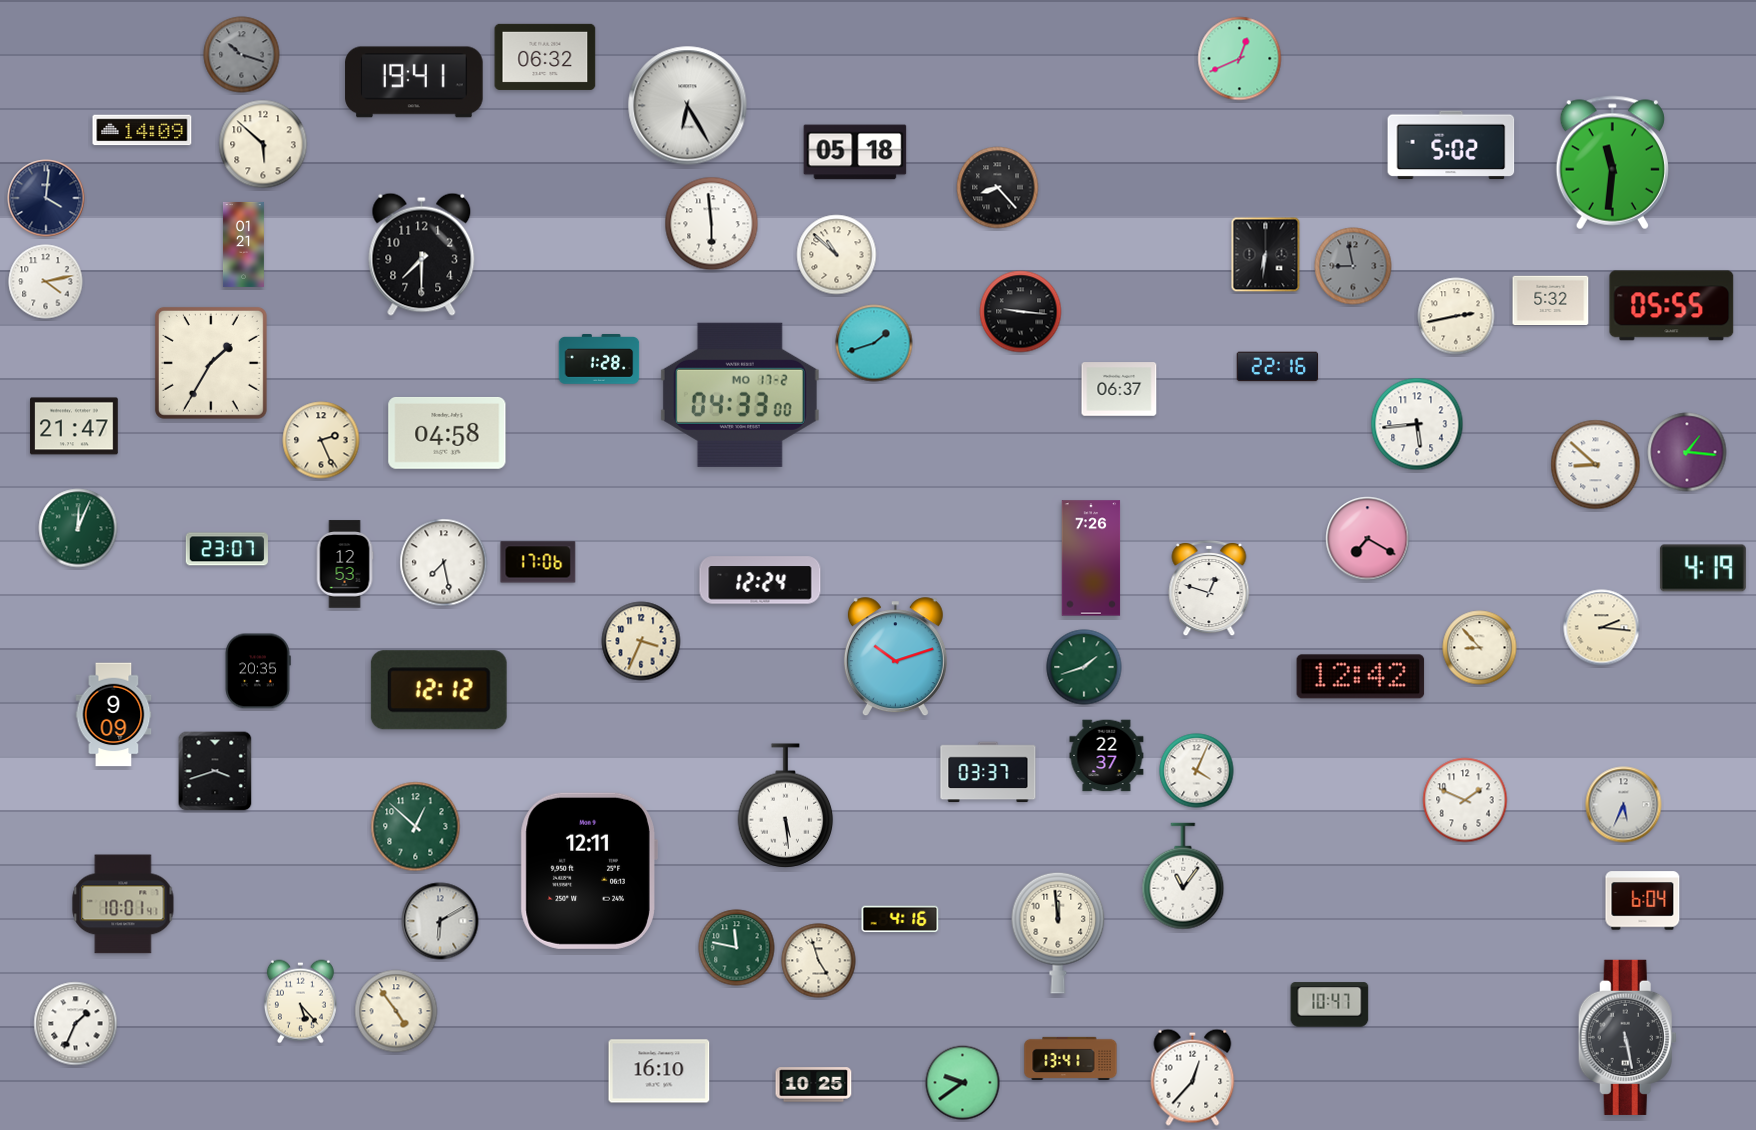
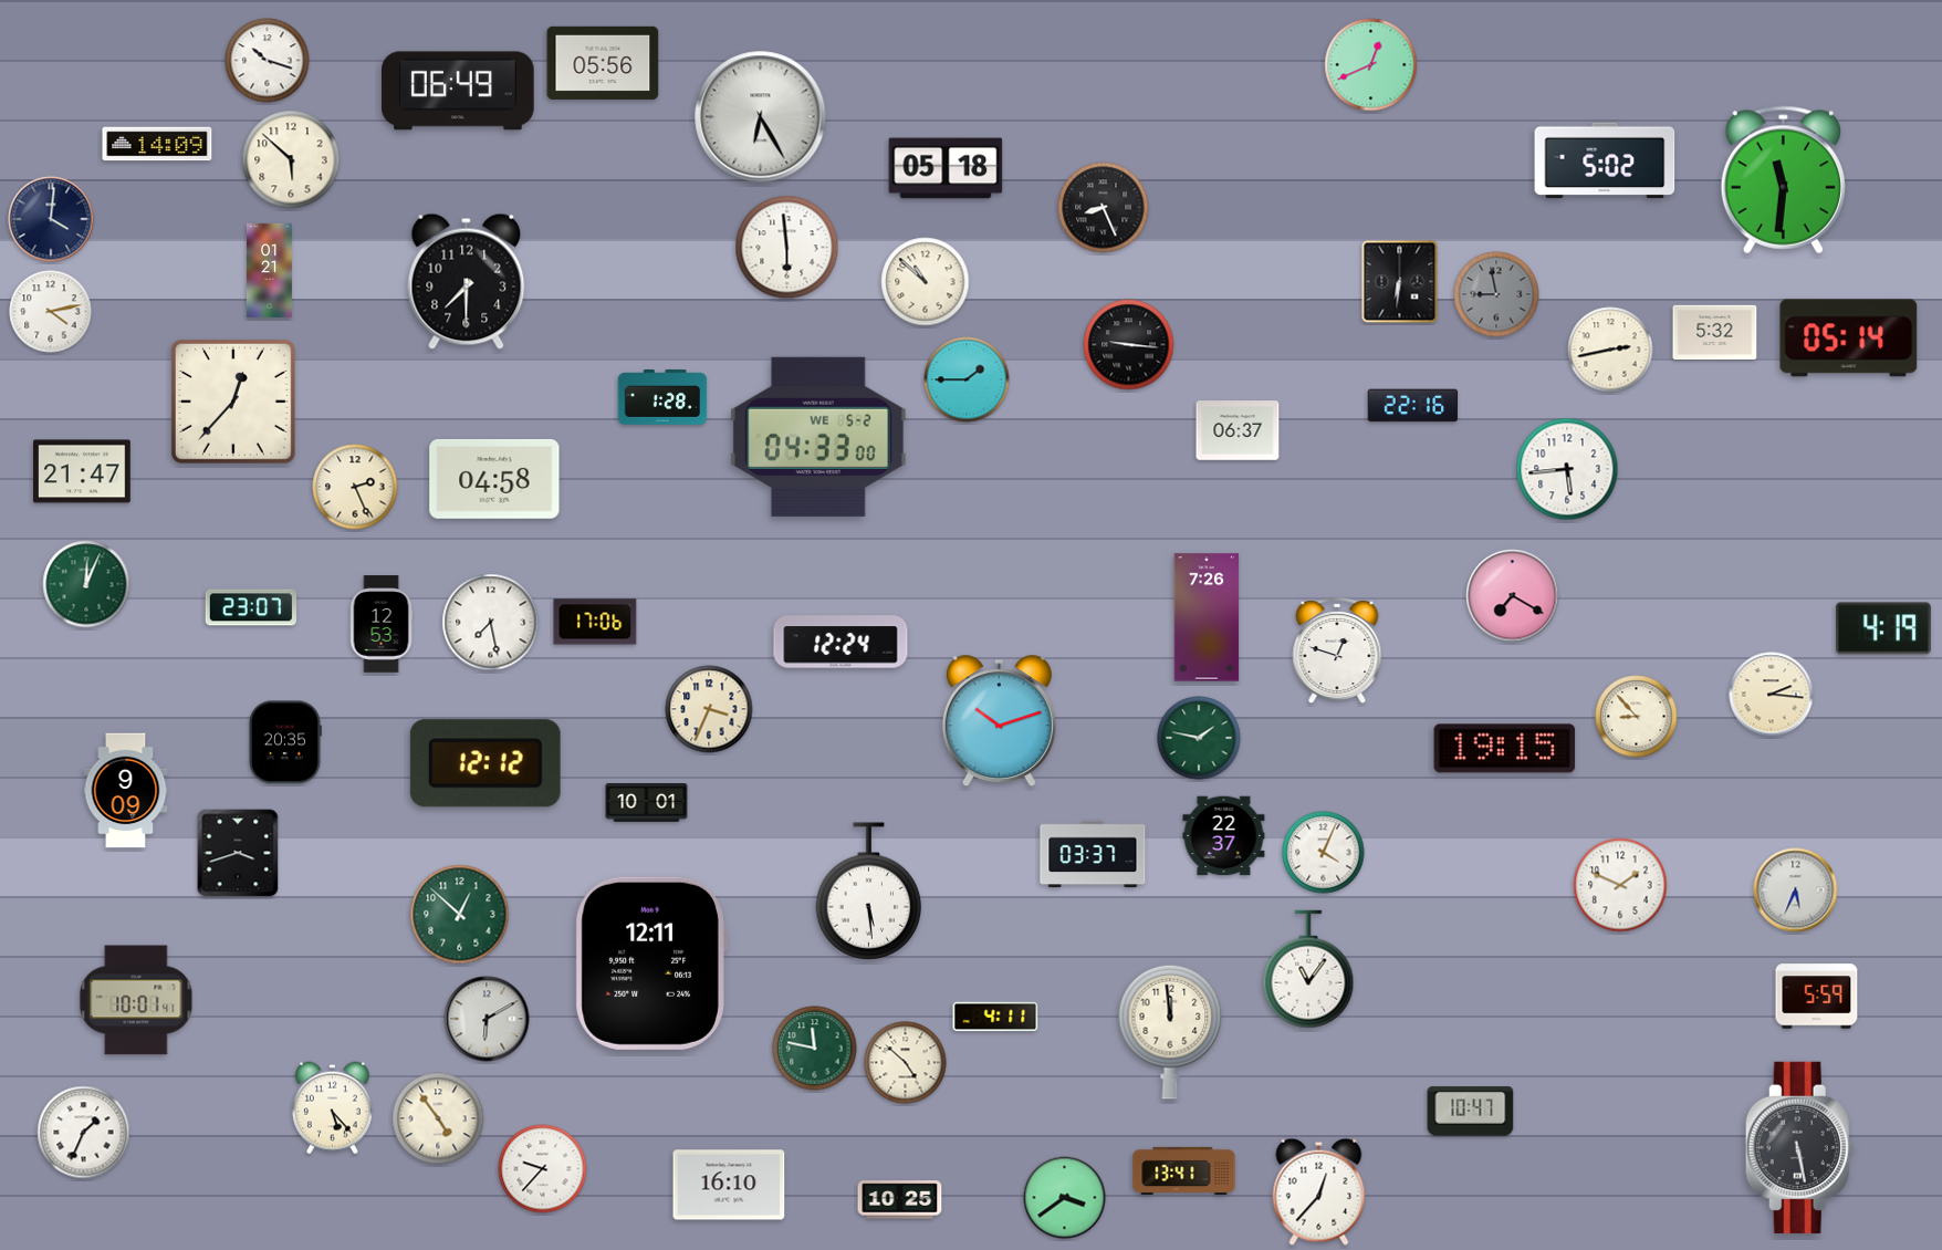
clock at (242, 55) dial: grey -> white
clock at (545, 57): 06:32 -> 05:56
clock at (414, 82): 19:41 -> 06:49
clock at (998, 188): 8:23 -> 8:26
clock at (1672, 306): 05:55 -> 05:14
clock at (874, 343): 1:42 -> 1:45
clock at (211, 363): 1:35 -> 12:37
clock at (740, 395) date: MO 17-2 -> WE 5-2
clock at (1687, 452): 1:16 -> none
clock at (1596, 465): 8:52 -> none
clock at (895, 657) position: (895, 657) -> (999, 721)
clock at (1084, 667): 1:42 -> 1:47
clock at (1361, 677): 12:42 -> 19:15
clock at (647, 803): none -> 10:01
clock at (1643, 901): 6:04 -> 5:59
clock at (900, 919): 4:16 -> 4:11
clock at (819, 961): 4:57 -> 4:52
clock at (543, 1169): none -> 9:37
clock at (963, 1083): 9:39 -> 3:39
